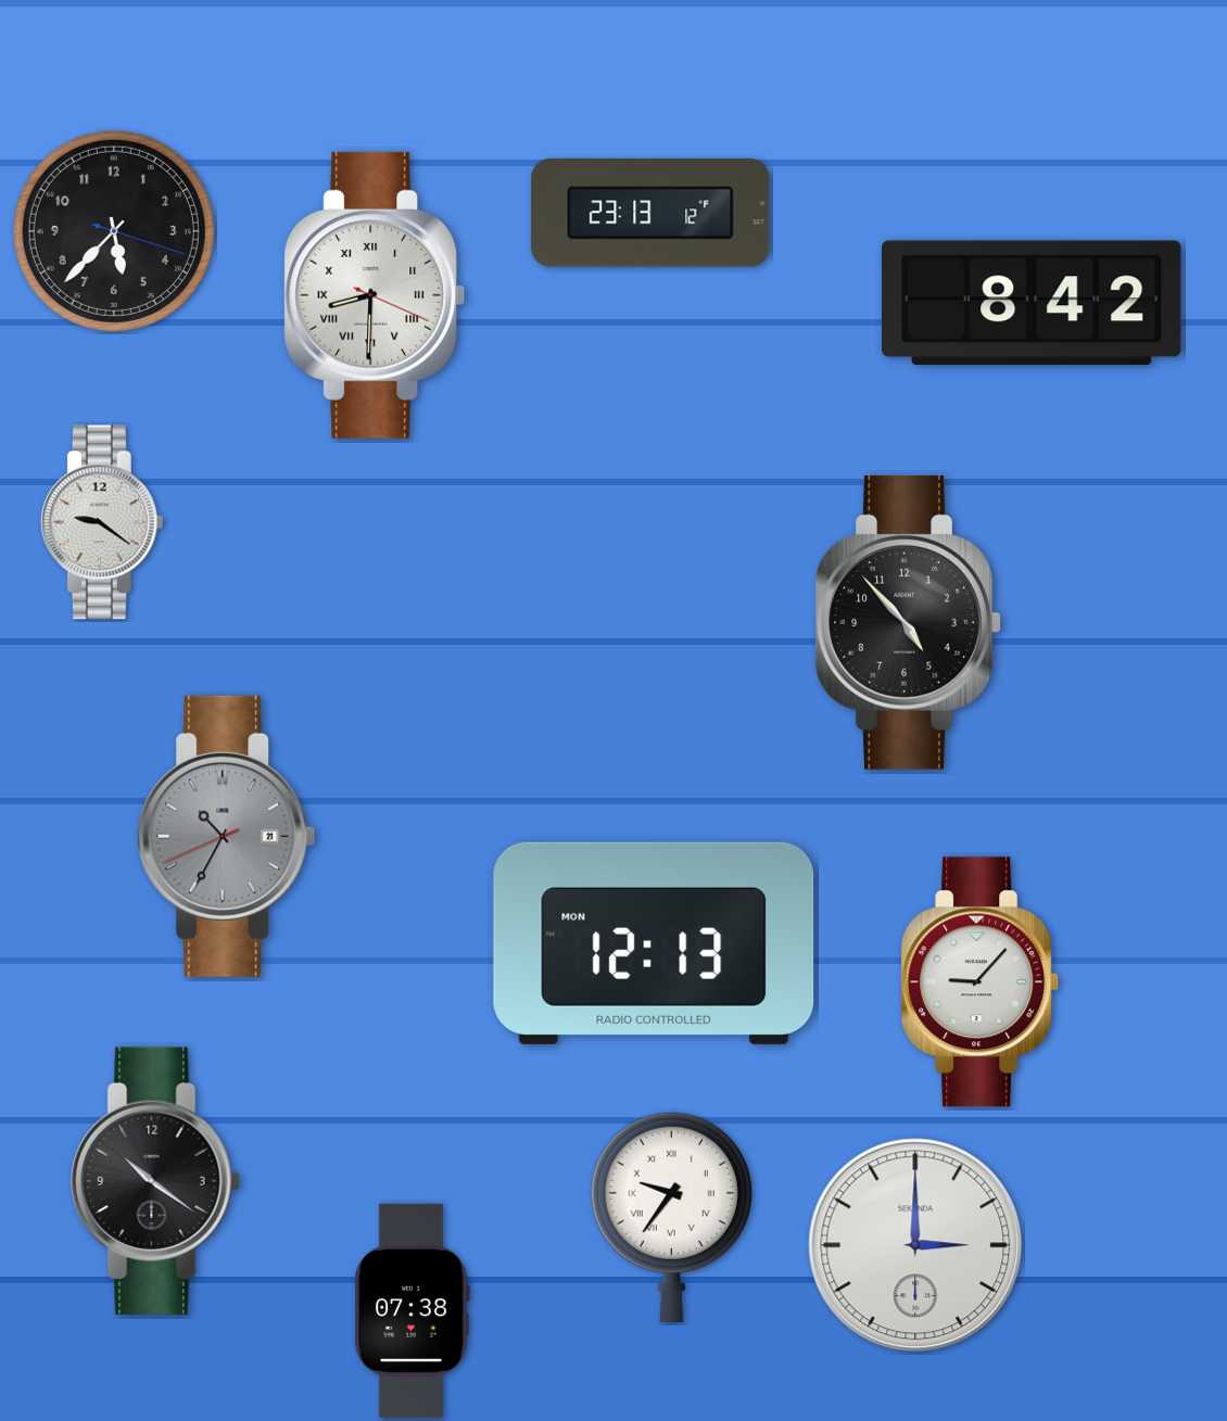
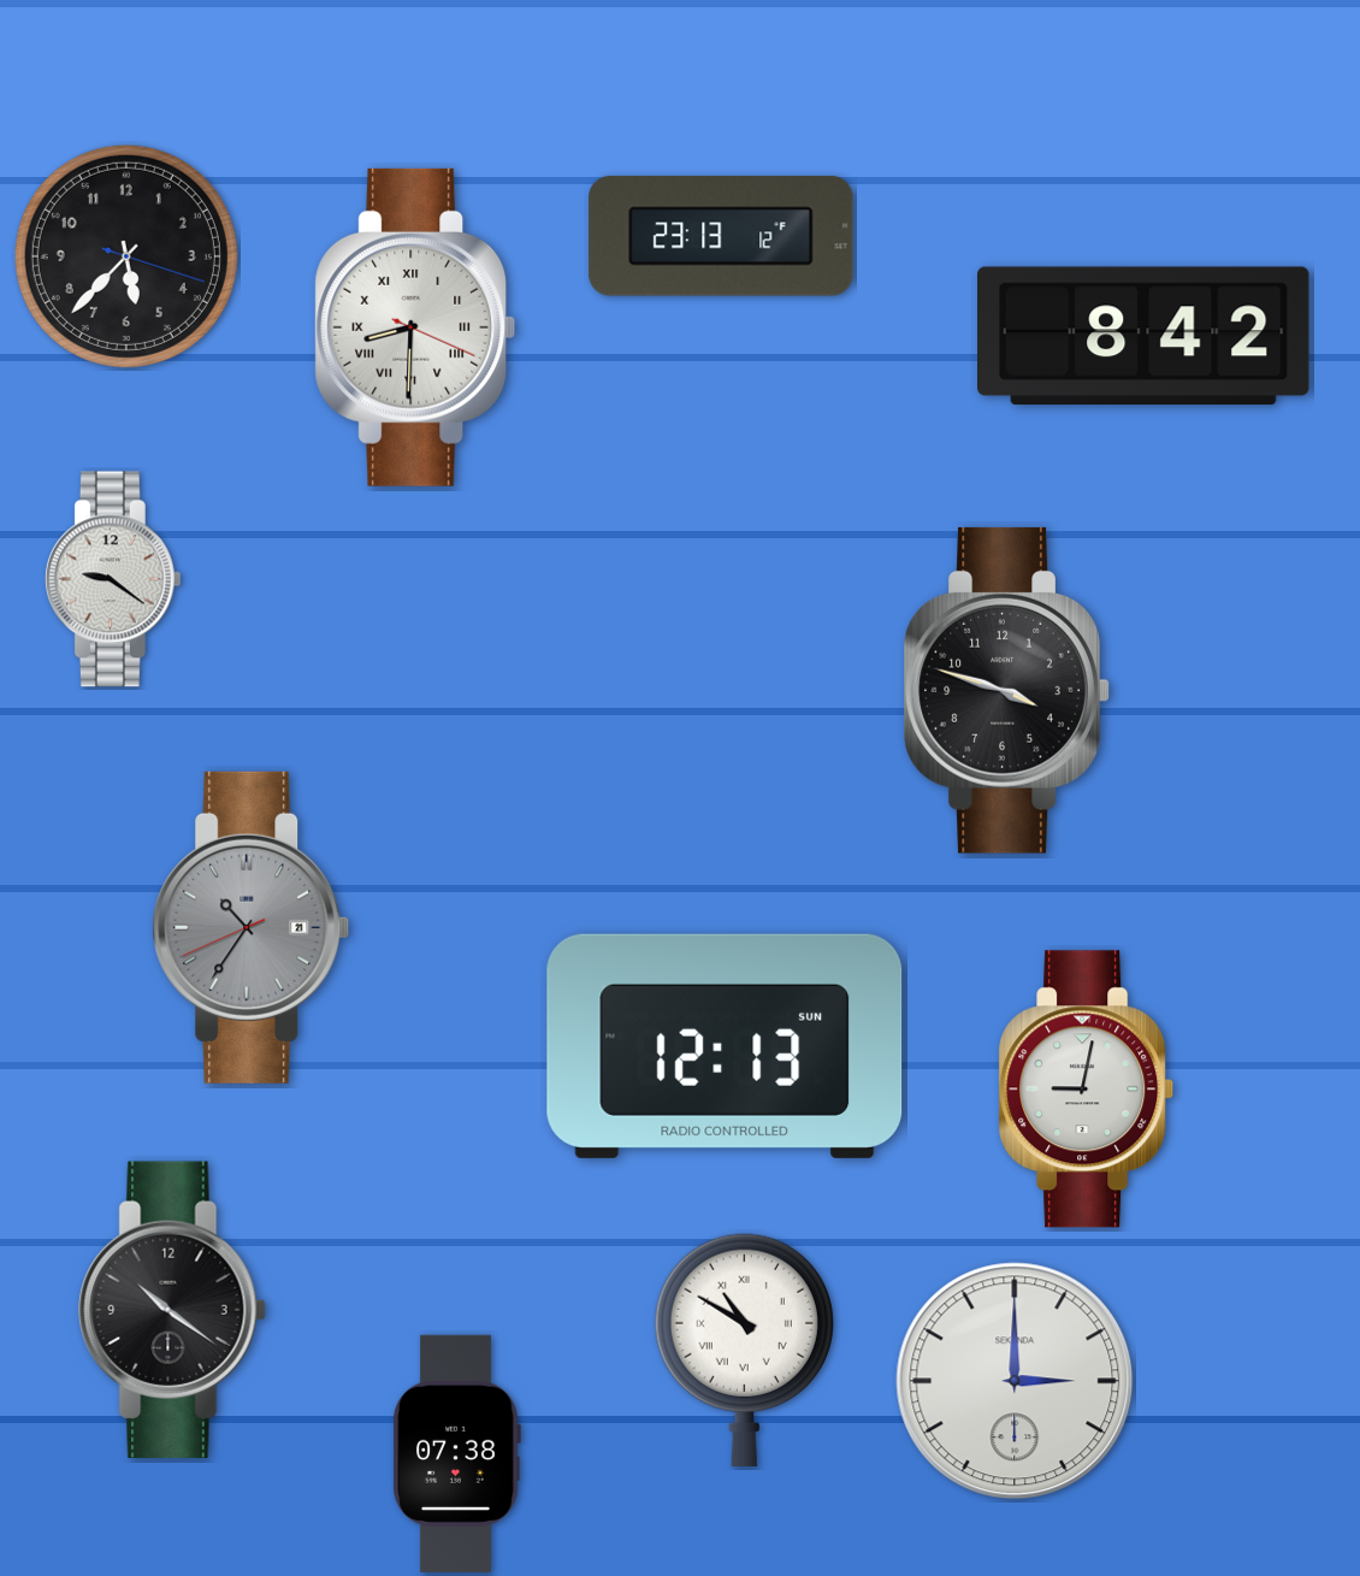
clock at (908, 622): 4:53 -> 3:48
clock at (227, 836): 10:34 -> 10:35
clock at (654, 943) date: MON -> SUN
clock at (981, 982): 9:07 -> 9:02
clock at (671, 1217): 9:36 -> 10:50
